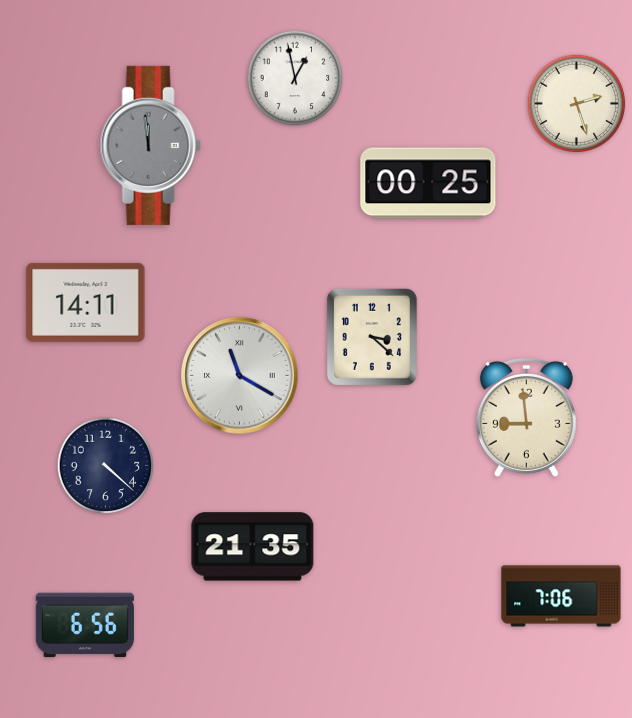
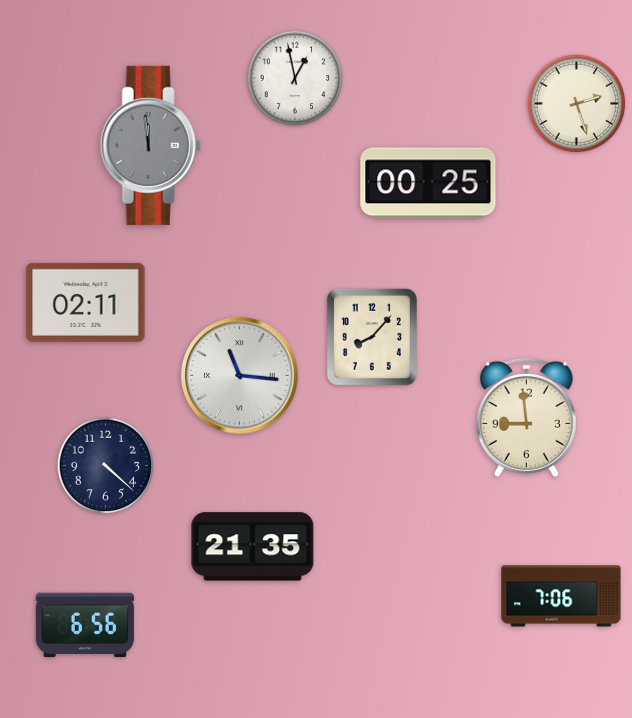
clock at (86, 302): 14:11 -> 02:11
clock at (372, 337): 3:22 -> 8:07
clock at (240, 376): 11:20 -> 11:16
